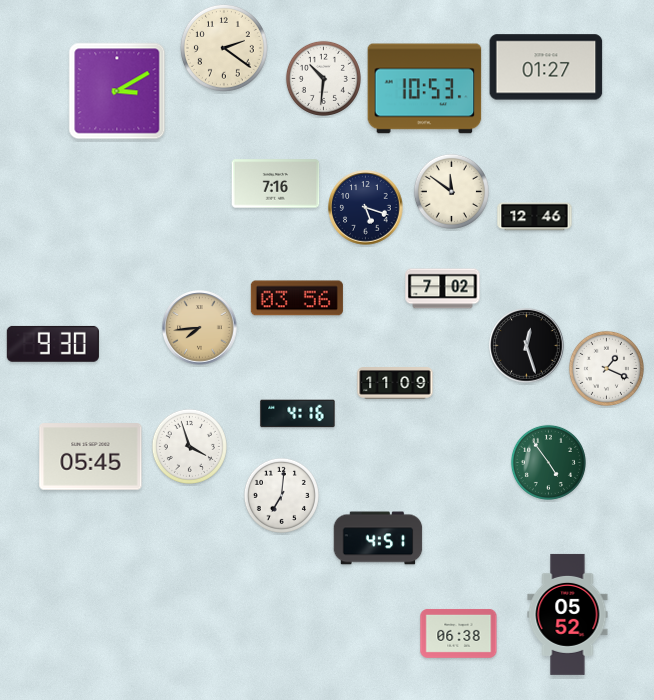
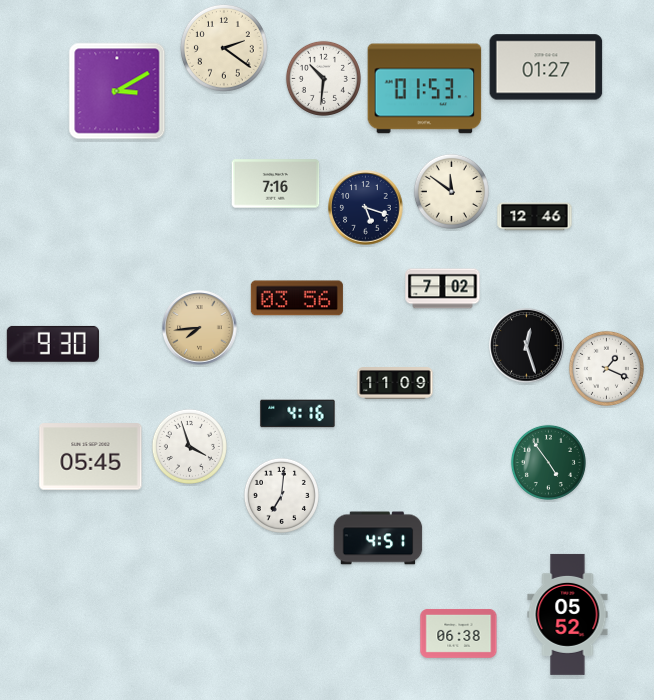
clock at (425, 89): 10:53 -> 01:53
